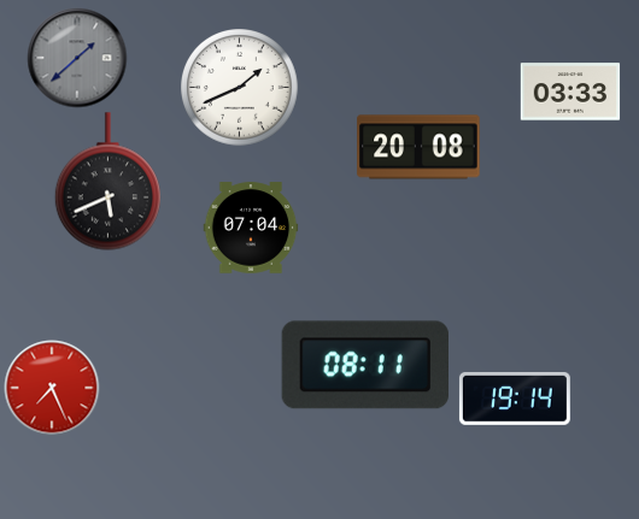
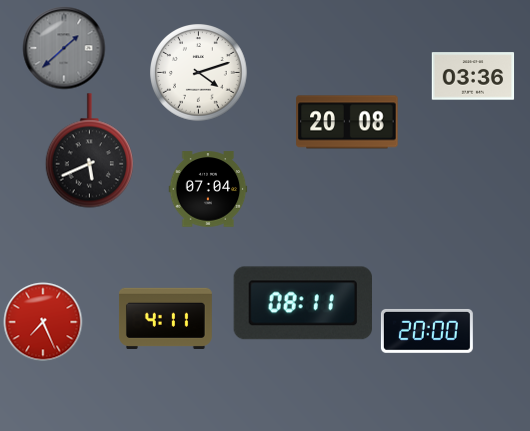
clock at (240, 88): 1:41 -> 4:12
clock at (570, 92): 03:33 -> 03:36
clock at (165, 318): none -> 4:11
clock at (515, 399): 19:14 -> 20:00
